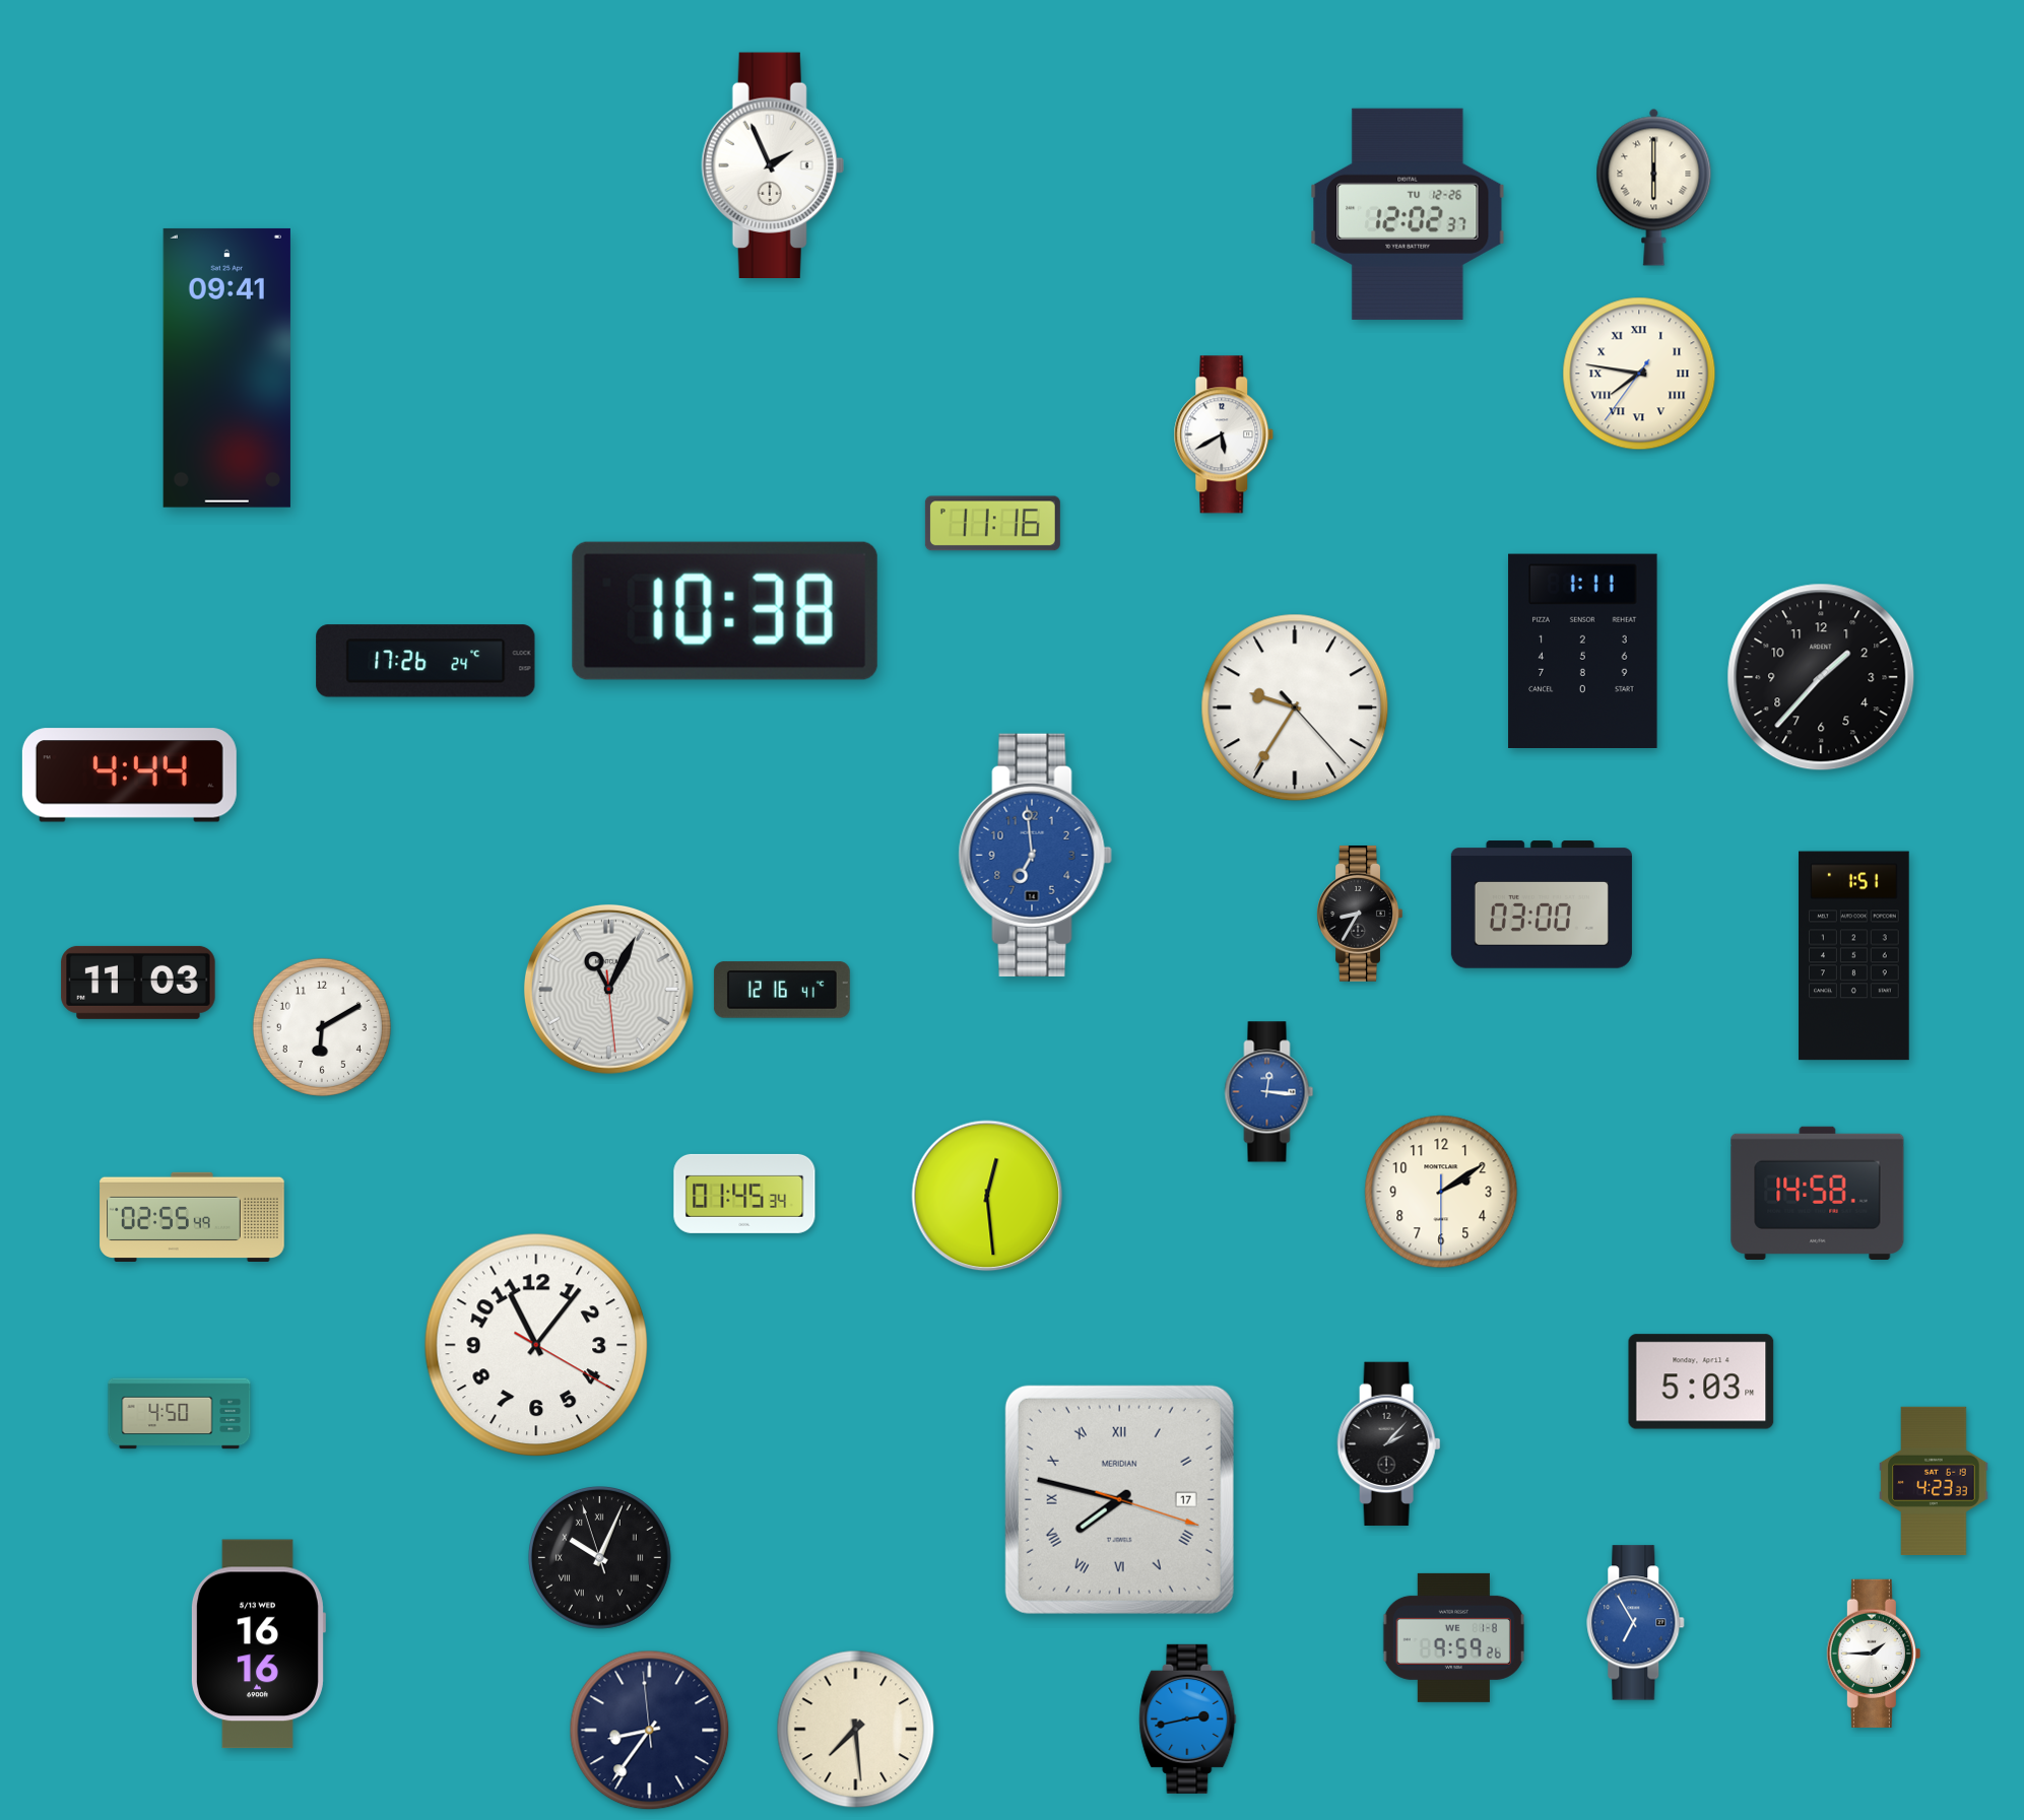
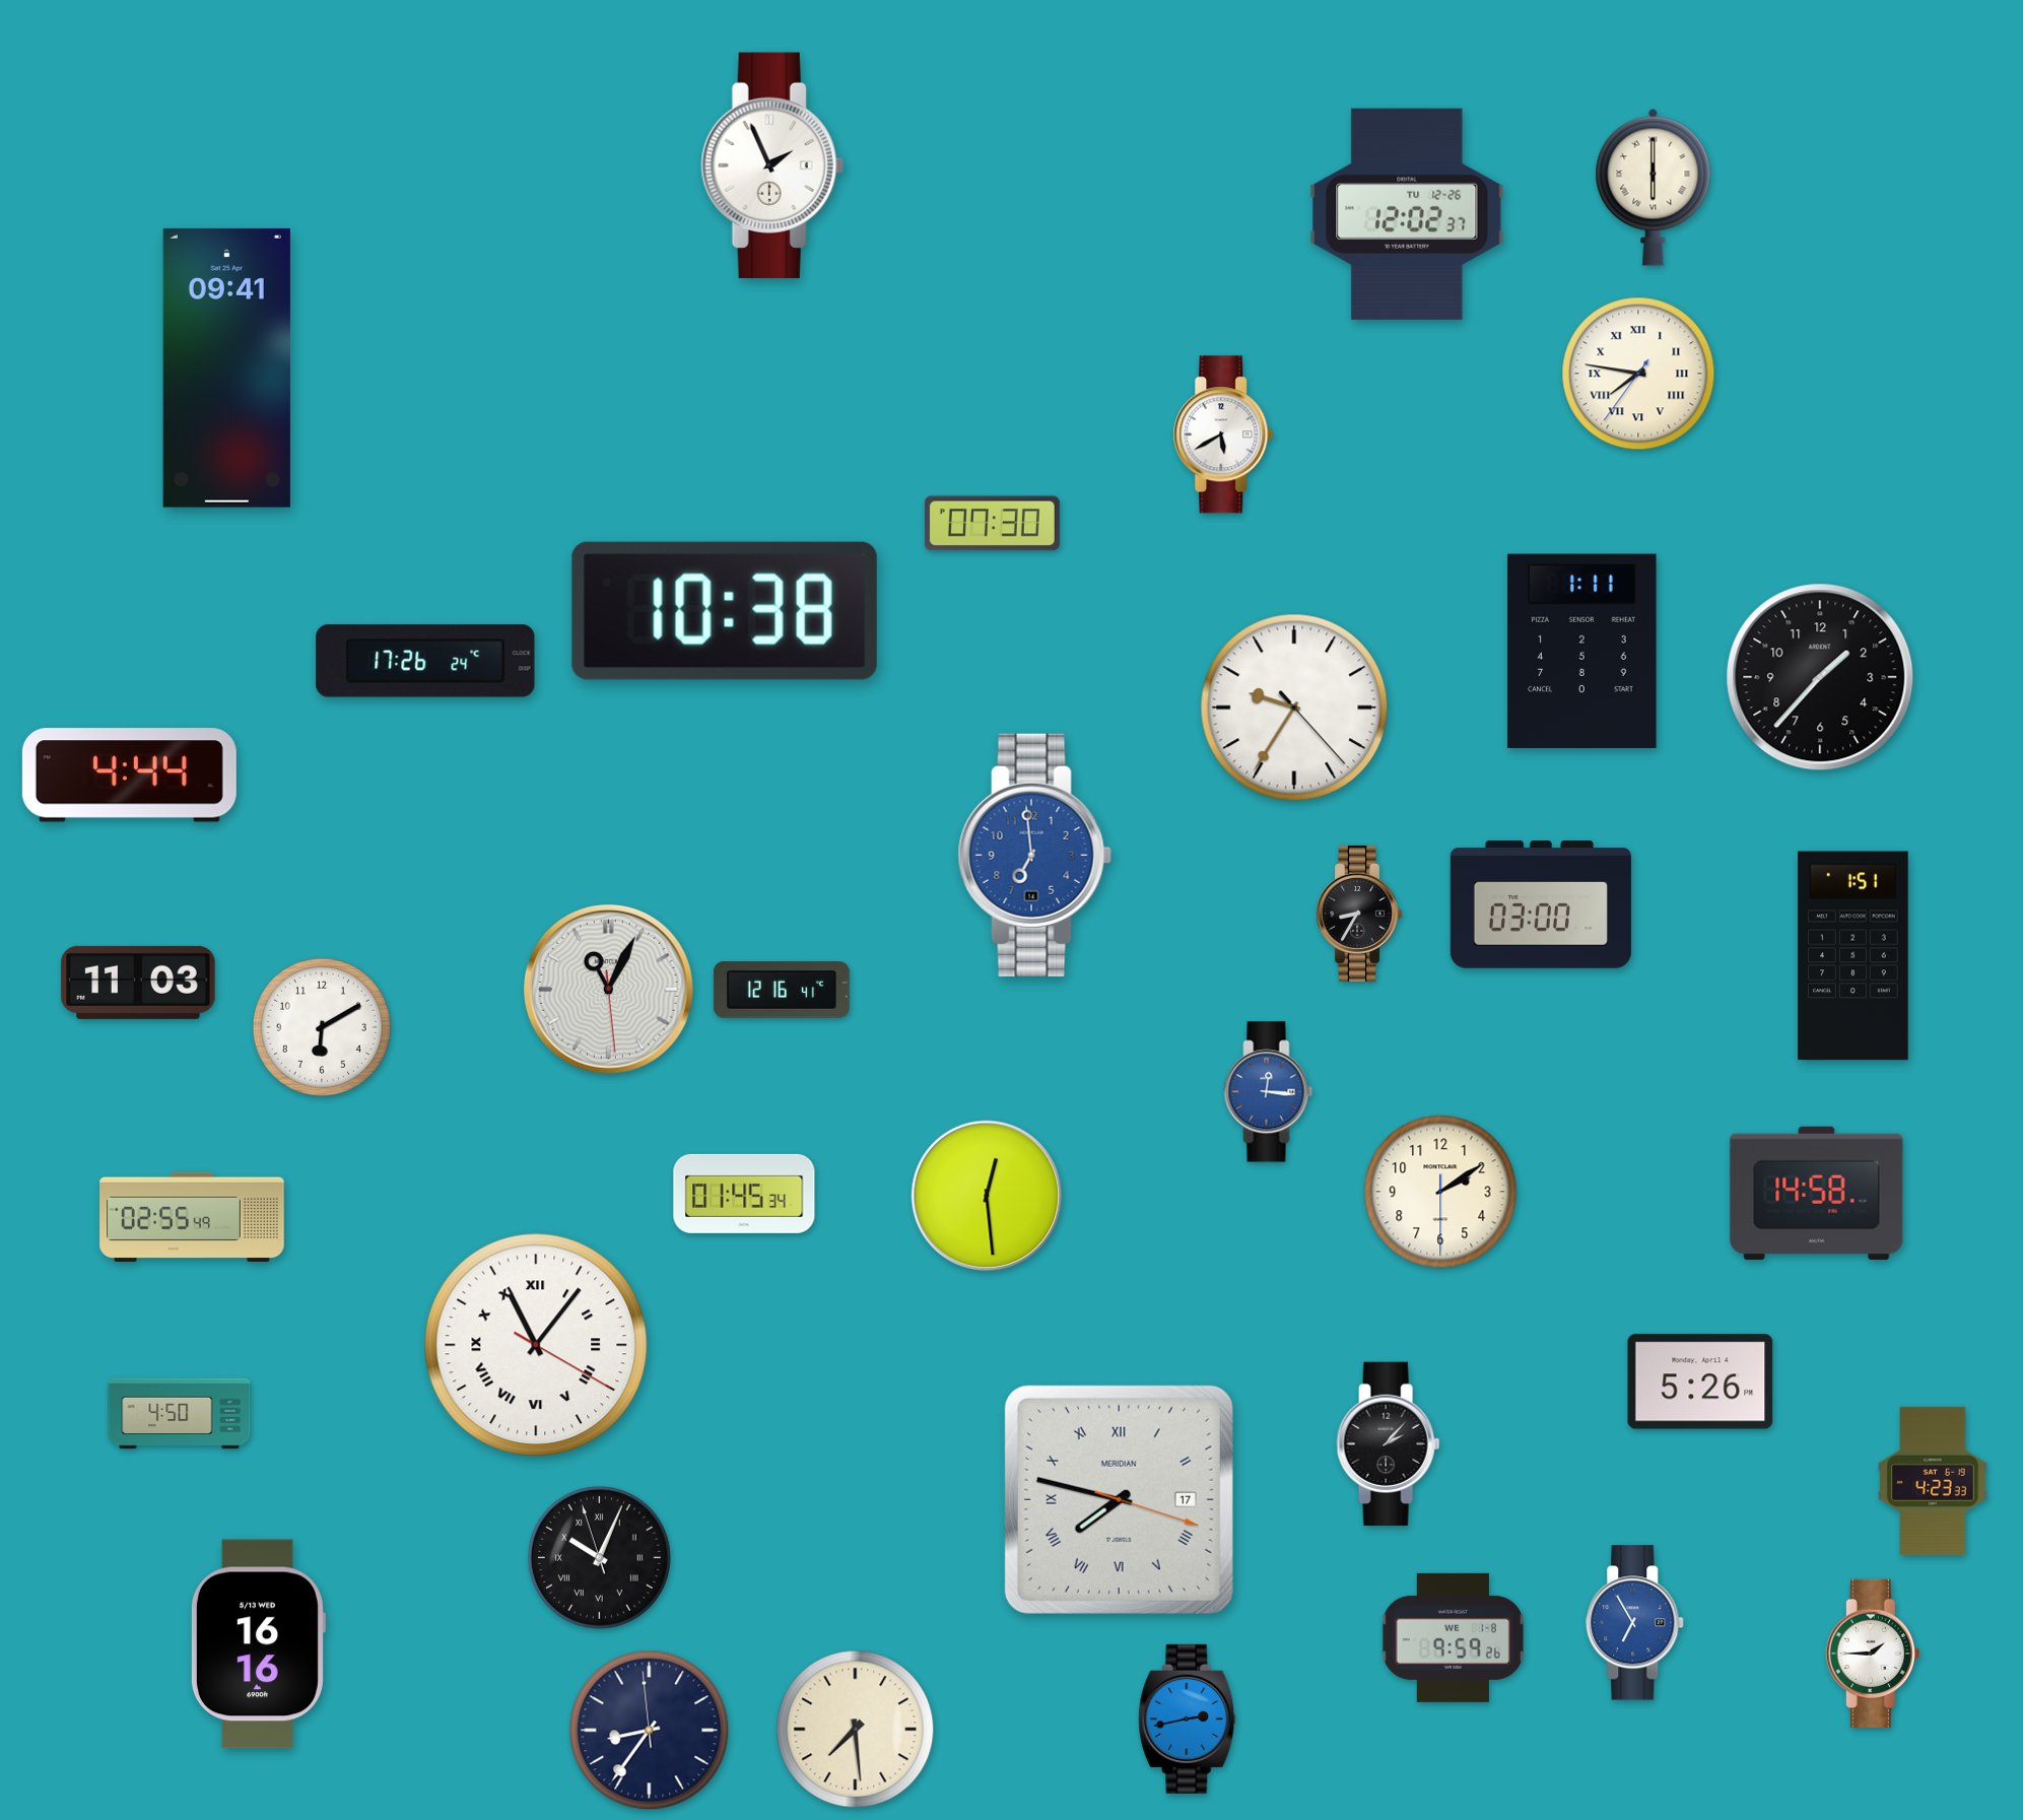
clock at (992, 524): 11:16 -> 07:30
clock at (536, 1345) numerals: Arabic -> Roman
clock at (1701, 1381): 5:03 -> 5:26
